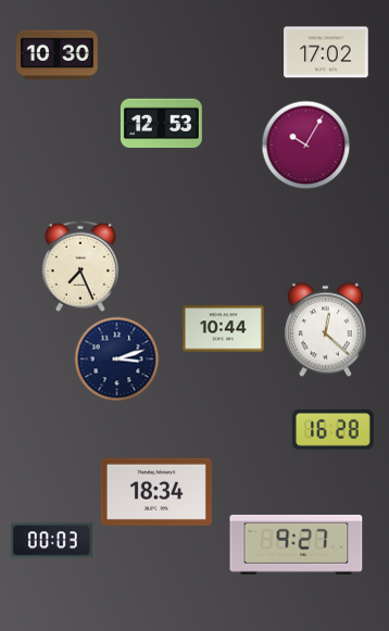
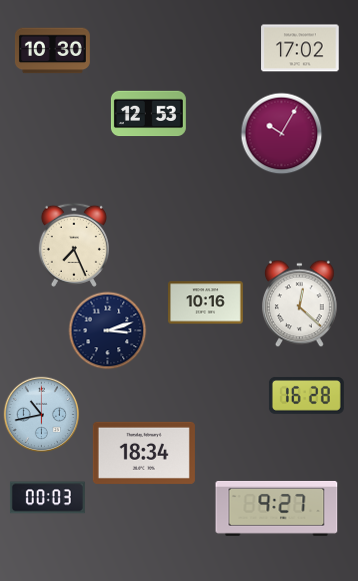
clock at (223, 329): 10:44 -> 10:16
clock at (42, 415): none -> 10:43
clock at (297, 544) position: (297, 544) -> (277, 508)
